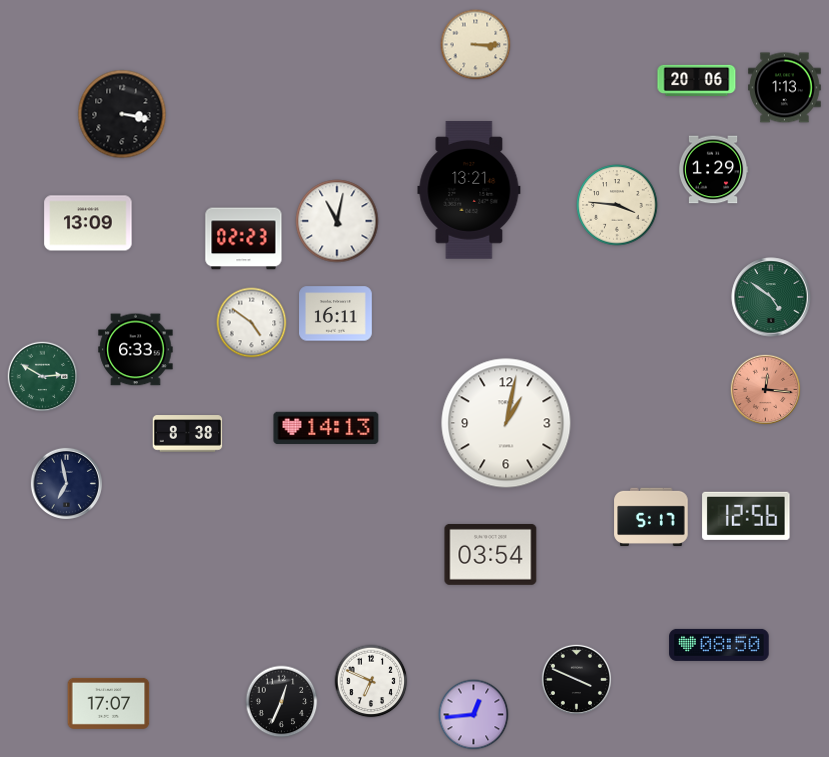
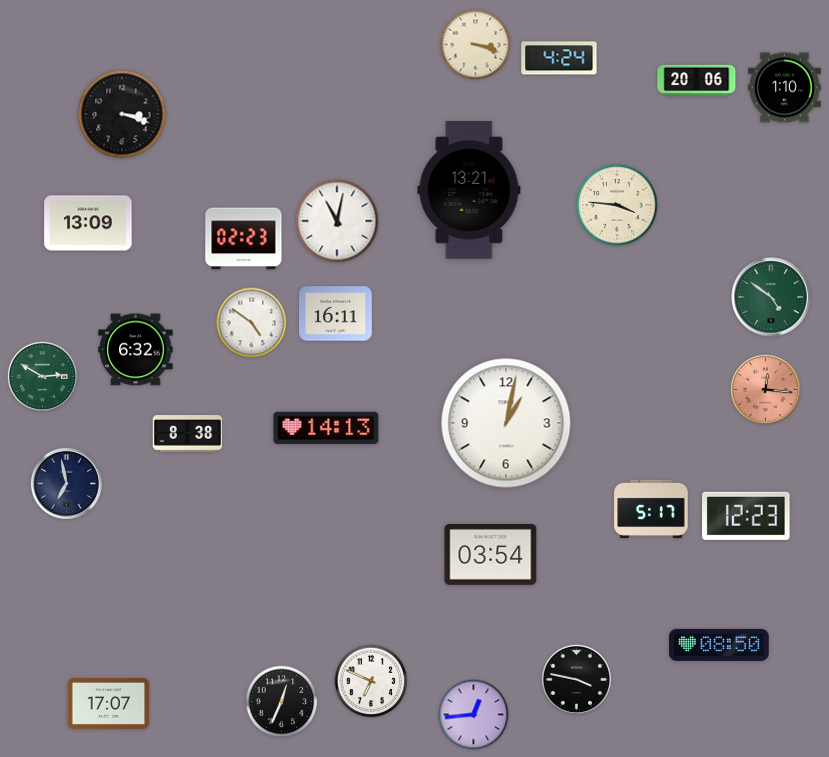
clock at (476, 45): 3:15 -> 3:18
clock at (559, 58): none -> 4:24
clock at (785, 88): 1:13 -> 1:10
clock at (122, 114): 3:17 -> 3:18
clock at (713, 170): 1:29 -> none
clock at (136, 350): 6:33 -> 6:32
clock at (746, 516): 12:56 -> 12:23
clock at (651, 517) position: (651, 517) -> (651, 509)
clock at (577, 680): 3:49 -> 3:47
